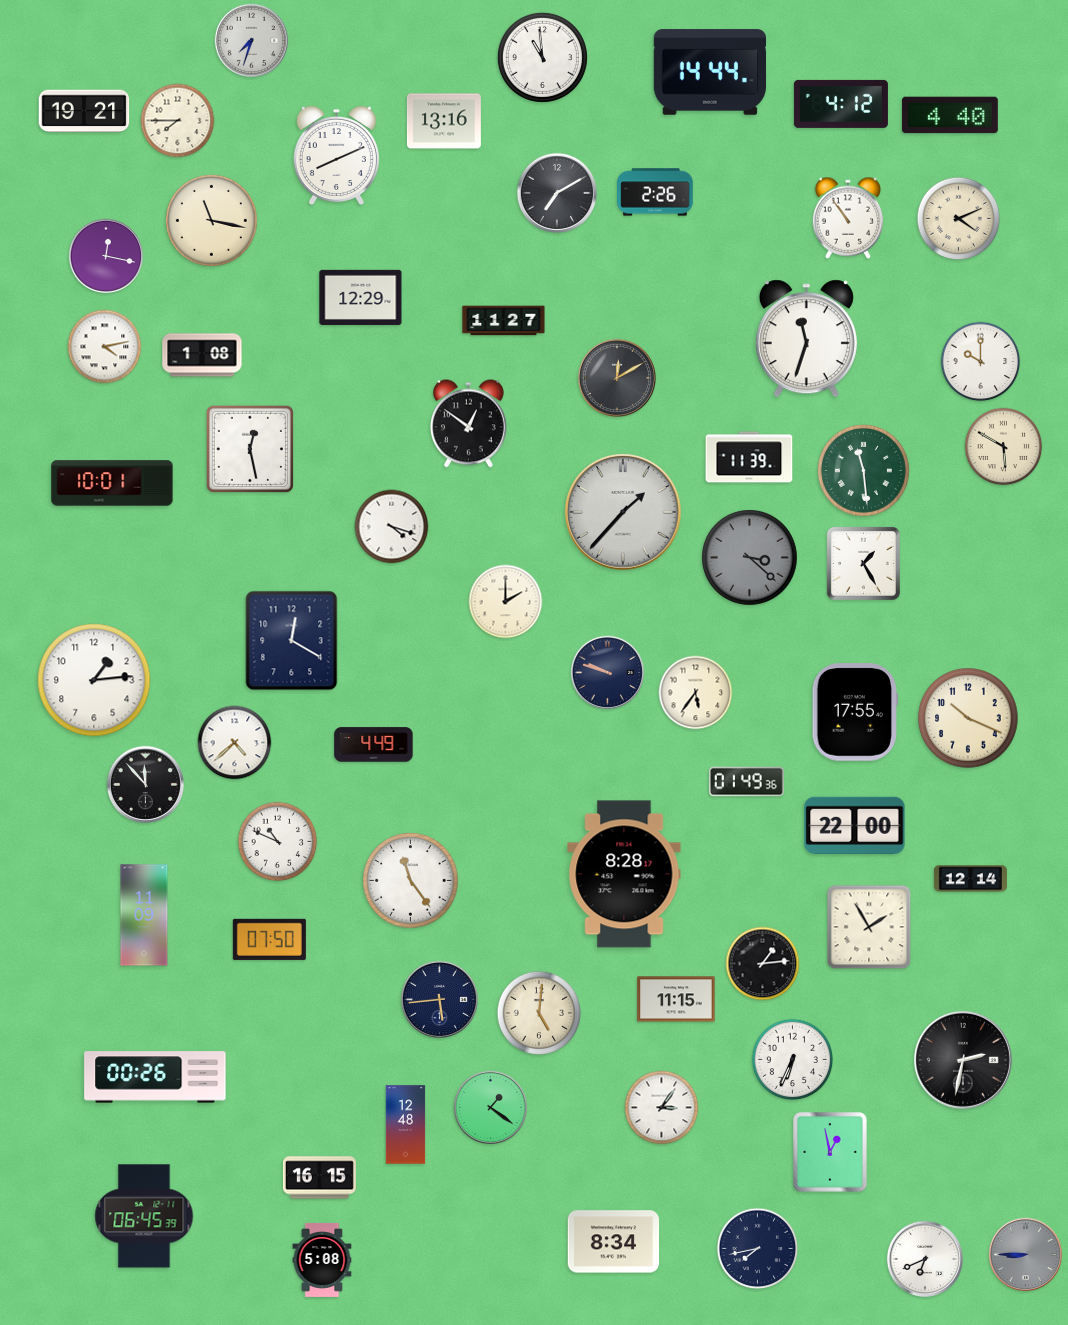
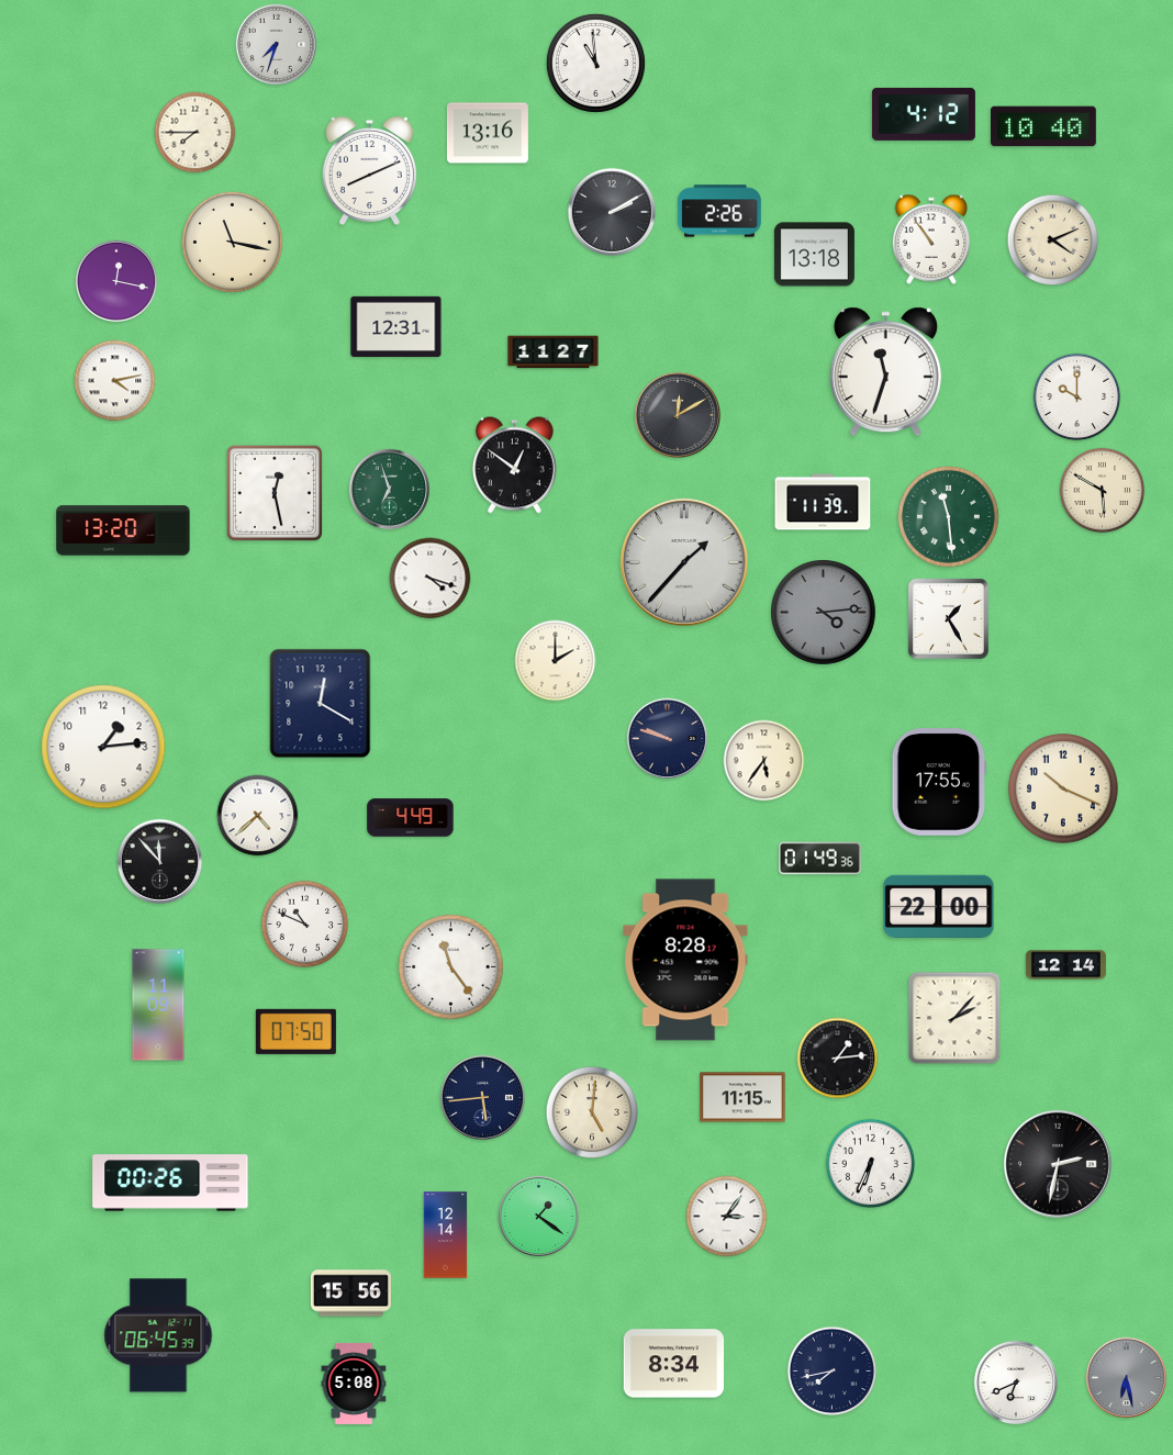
clock at (709, 72): 14:44 -> none
clock at (84, 111): 19:21 -> none
clock at (950, 115): 4:40 -> 10:40
clock at (557, 193): 7:10 -> 2:10
clock at (814, 255): none -> 13:18
clock at (361, 297): 12:29 -> 12:31
clock at (202, 355): 1:08 -> none
clock at (390, 490): none -> 6:57
clock at (112, 483): 10:01 -> 13:20
clock at (750, 558): 3:22 -> 4:14
clock at (869, 927): 1:55 -> 2:07
clock at (406, 1125): 12:48 -> 12:14
clock at (830, 1152): 12:58 -> none
clock at (319, 1178): 16:15 -> 15:56
clock at (1026, 1255): 8:45 -> 6:28
